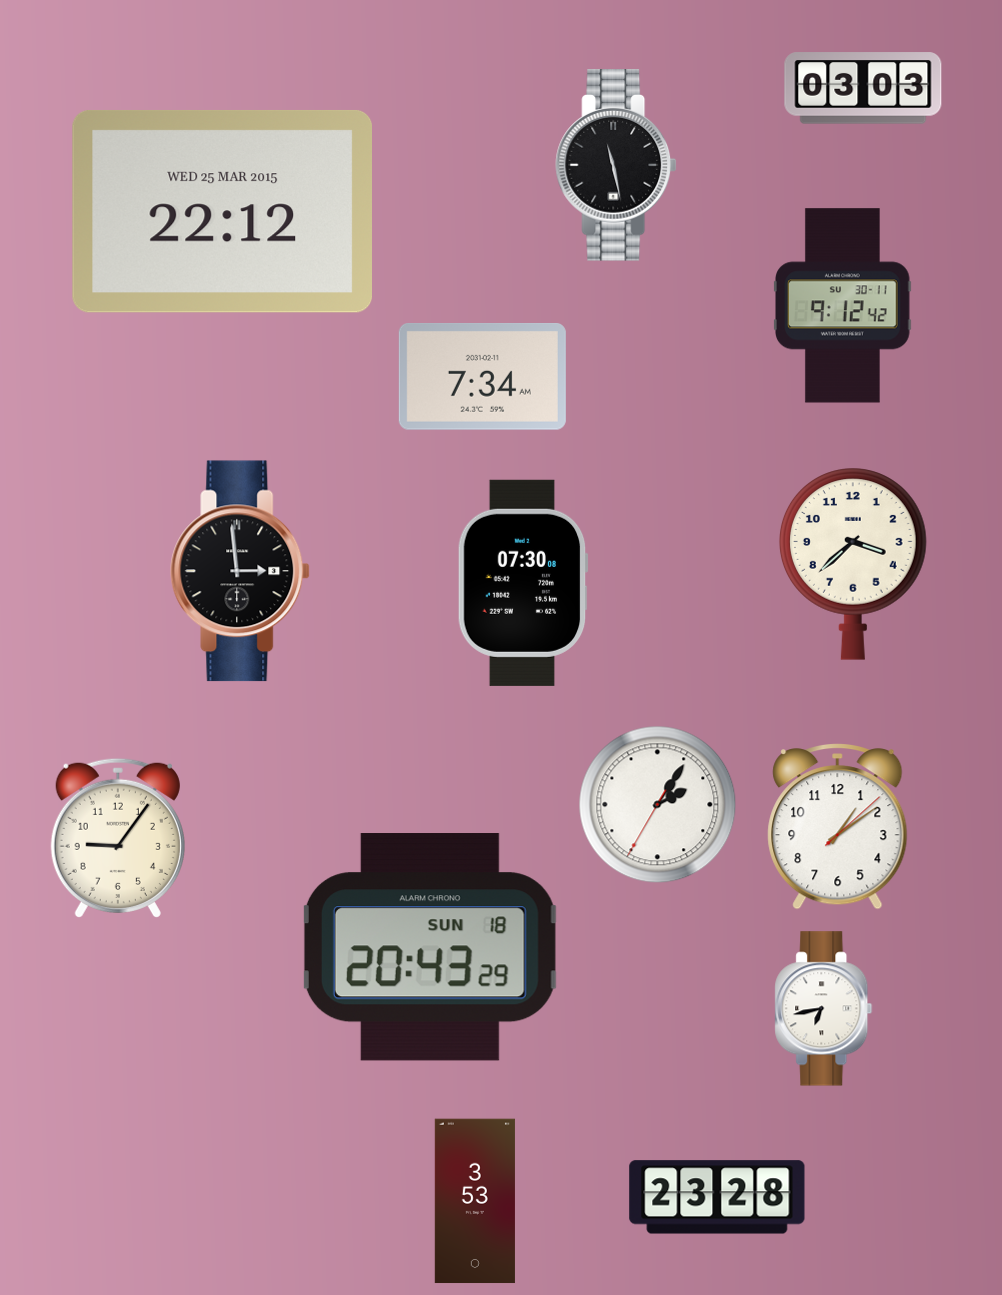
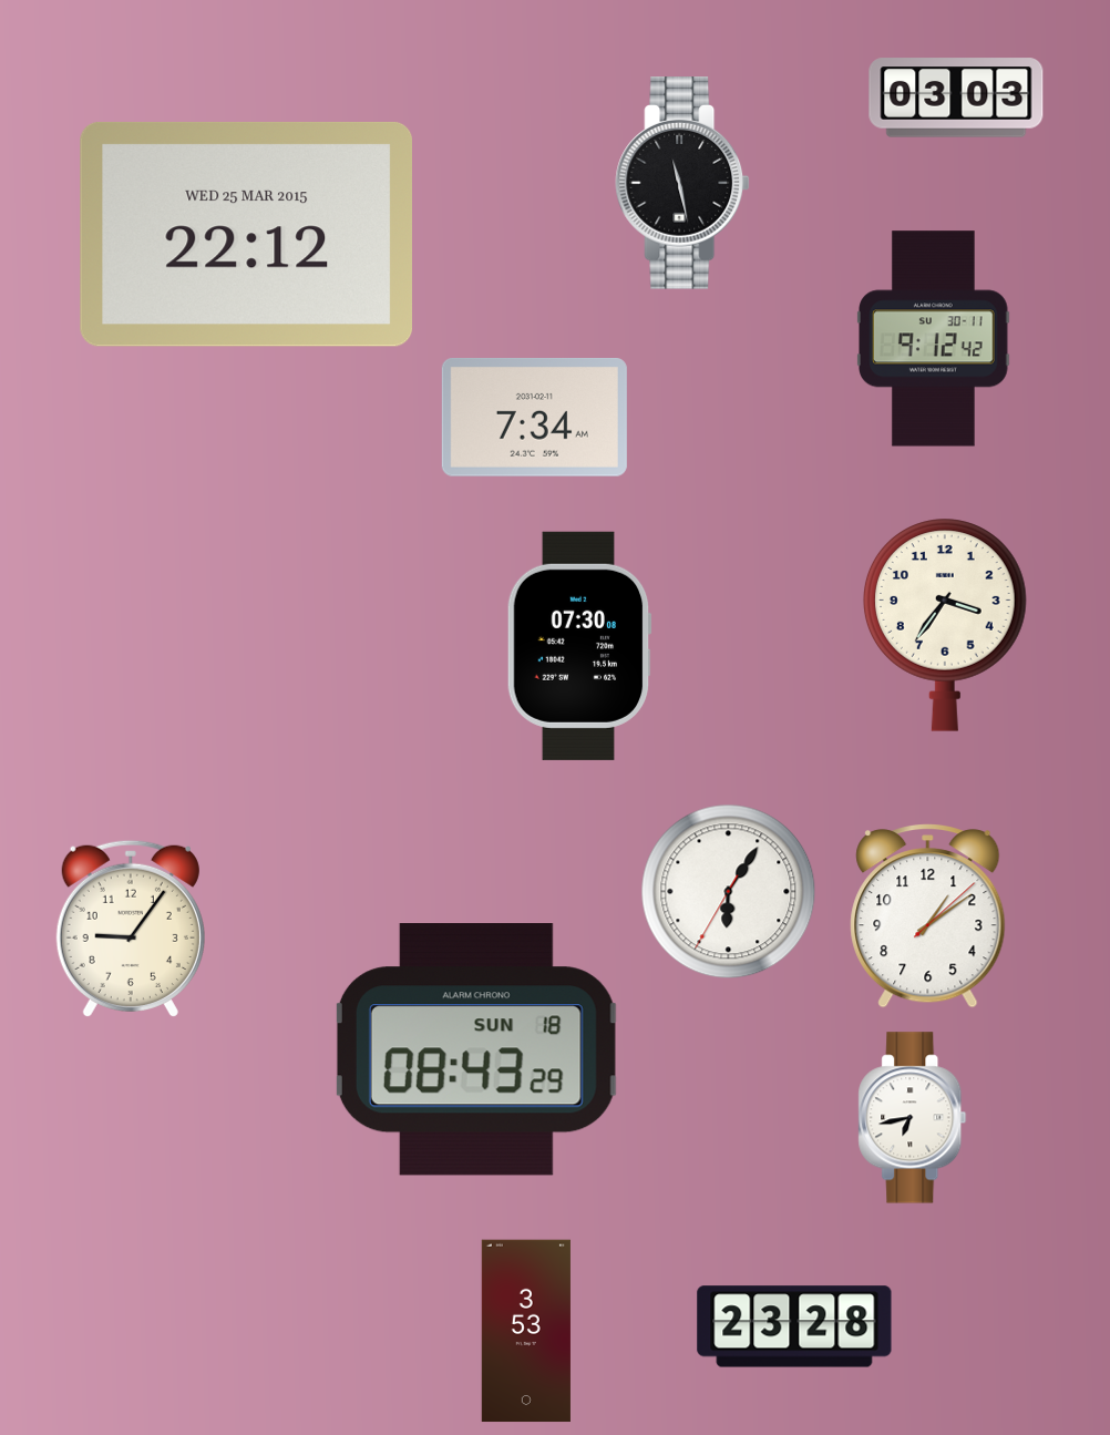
clock at (853, 564): 3:38 -> 3:36
clock at (241, 571): 2:59 -> none
clock at (658, 805): 2:05 -> 6:05
clock at (430, 947): 20:43 -> 08:43
